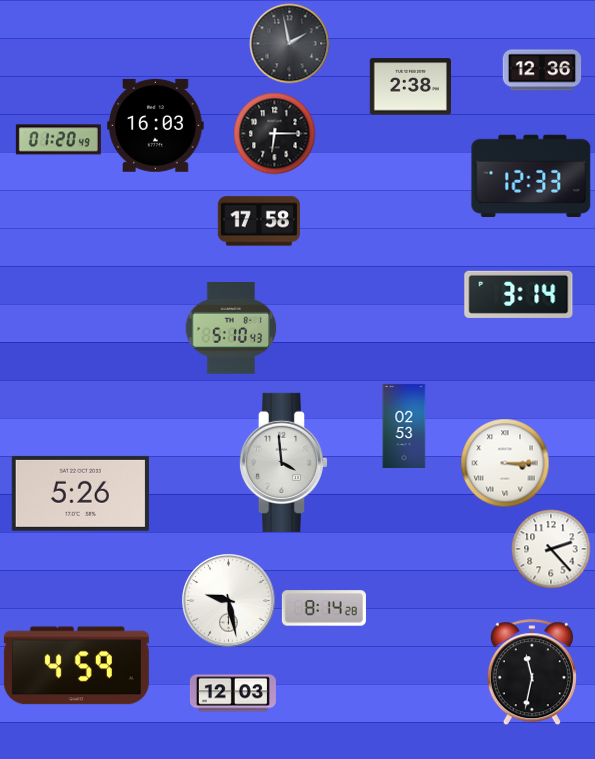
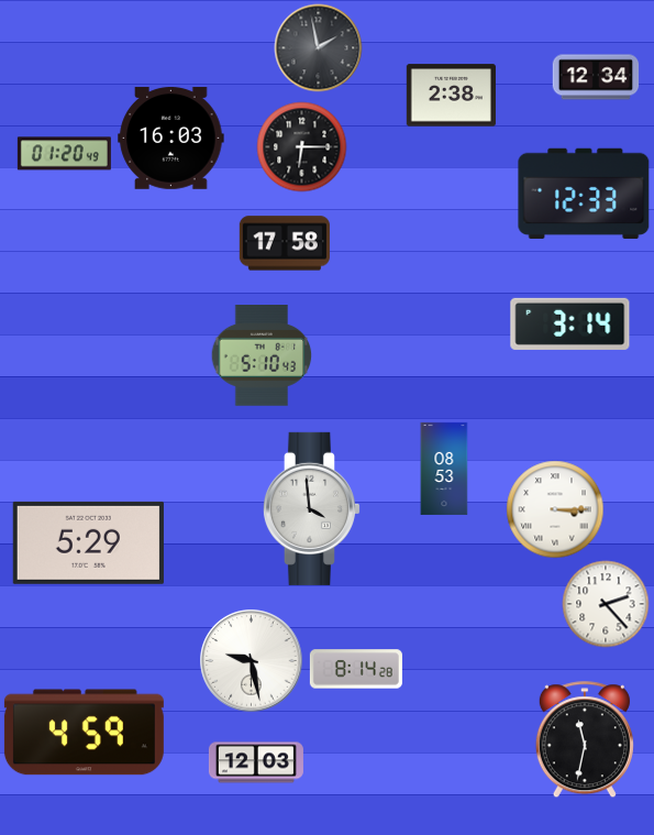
clock at (542, 70): 12:36 -> 12:34
clock at (231, 329) position: (231, 329) -> (262, 356)
clock at (404, 426): 02:53 -> 08:53
clock at (80, 493): 5:26 -> 5:29
